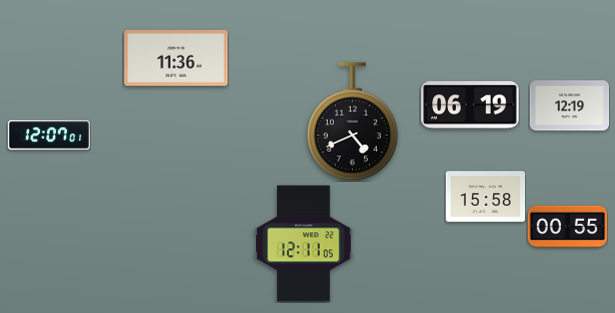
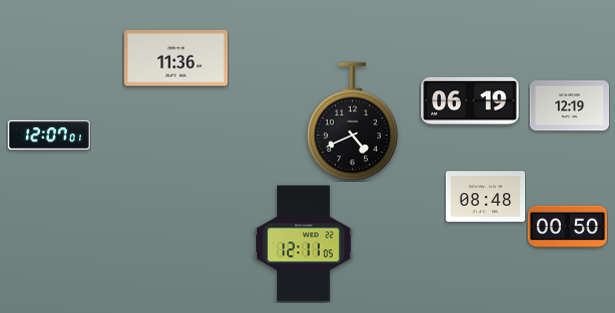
clock at (470, 105) position: (470, 105) -> (470, 101)
clock at (485, 197): 15:58 -> 08:48
clock at (567, 227): 00:55 -> 00:50
